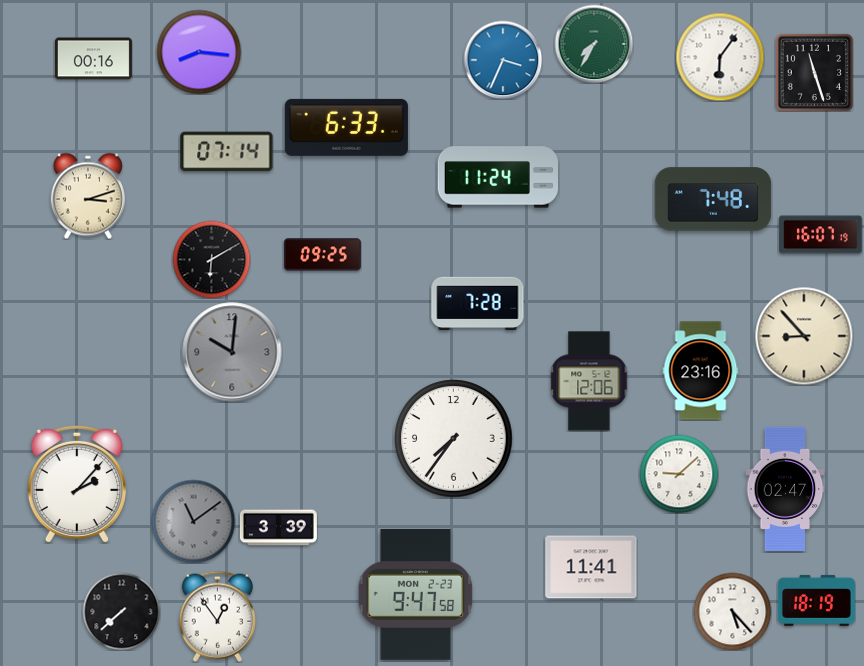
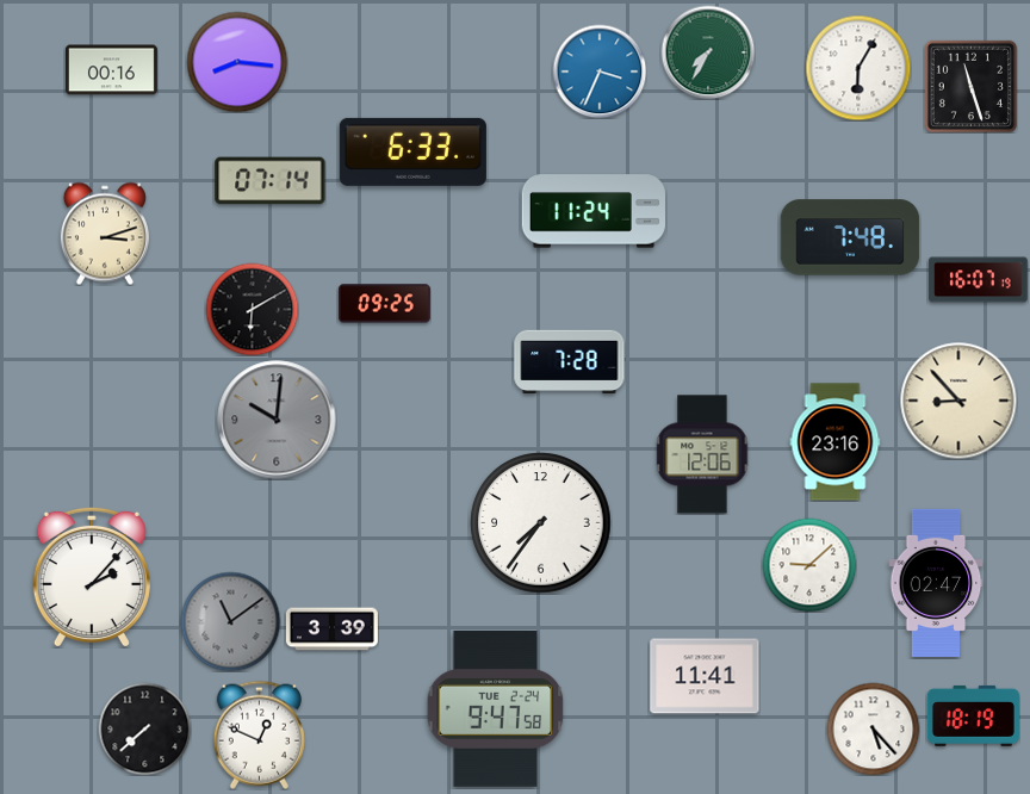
clock at (720, 57): 6:06 -> 6:05
clock at (416, 594) date: MON 2-23 -> TUE 2-24
clock at (217, 616): 12:54 -> 12:49
